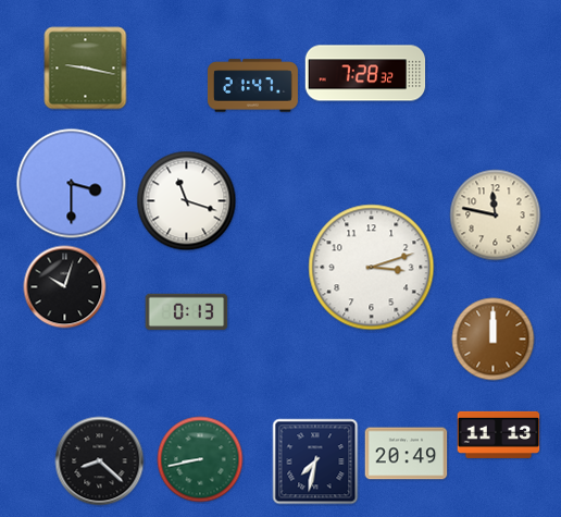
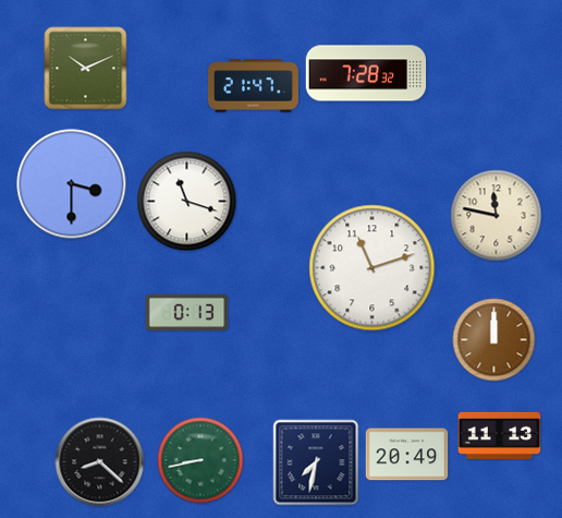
clock at (86, 69): 9:17 -> 10:11
clock at (372, 268): 3:12 -> 11:12
clock at (65, 287): 10:03 -> none
